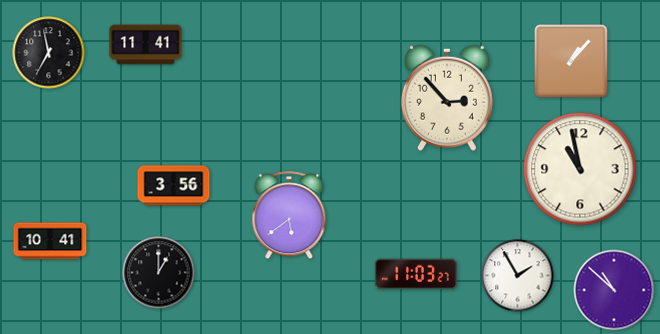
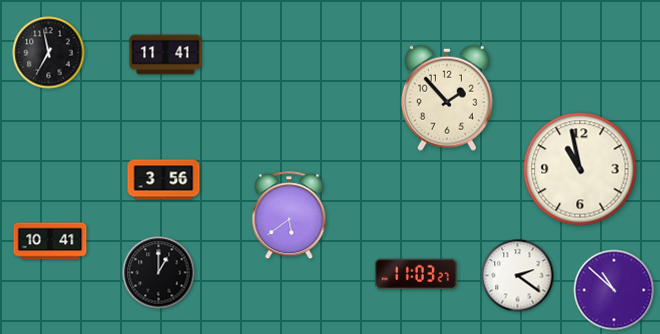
clock at (146, 45) position: (146, 45) -> (166, 55)
clock at (572, 62): 1:07 -> none
clock at (447, 98): 2:53 -> 1:53
clock at (174, 186) position: (174, 186) -> (164, 180)
clock at (518, 276): 1:55 -> 2:21
